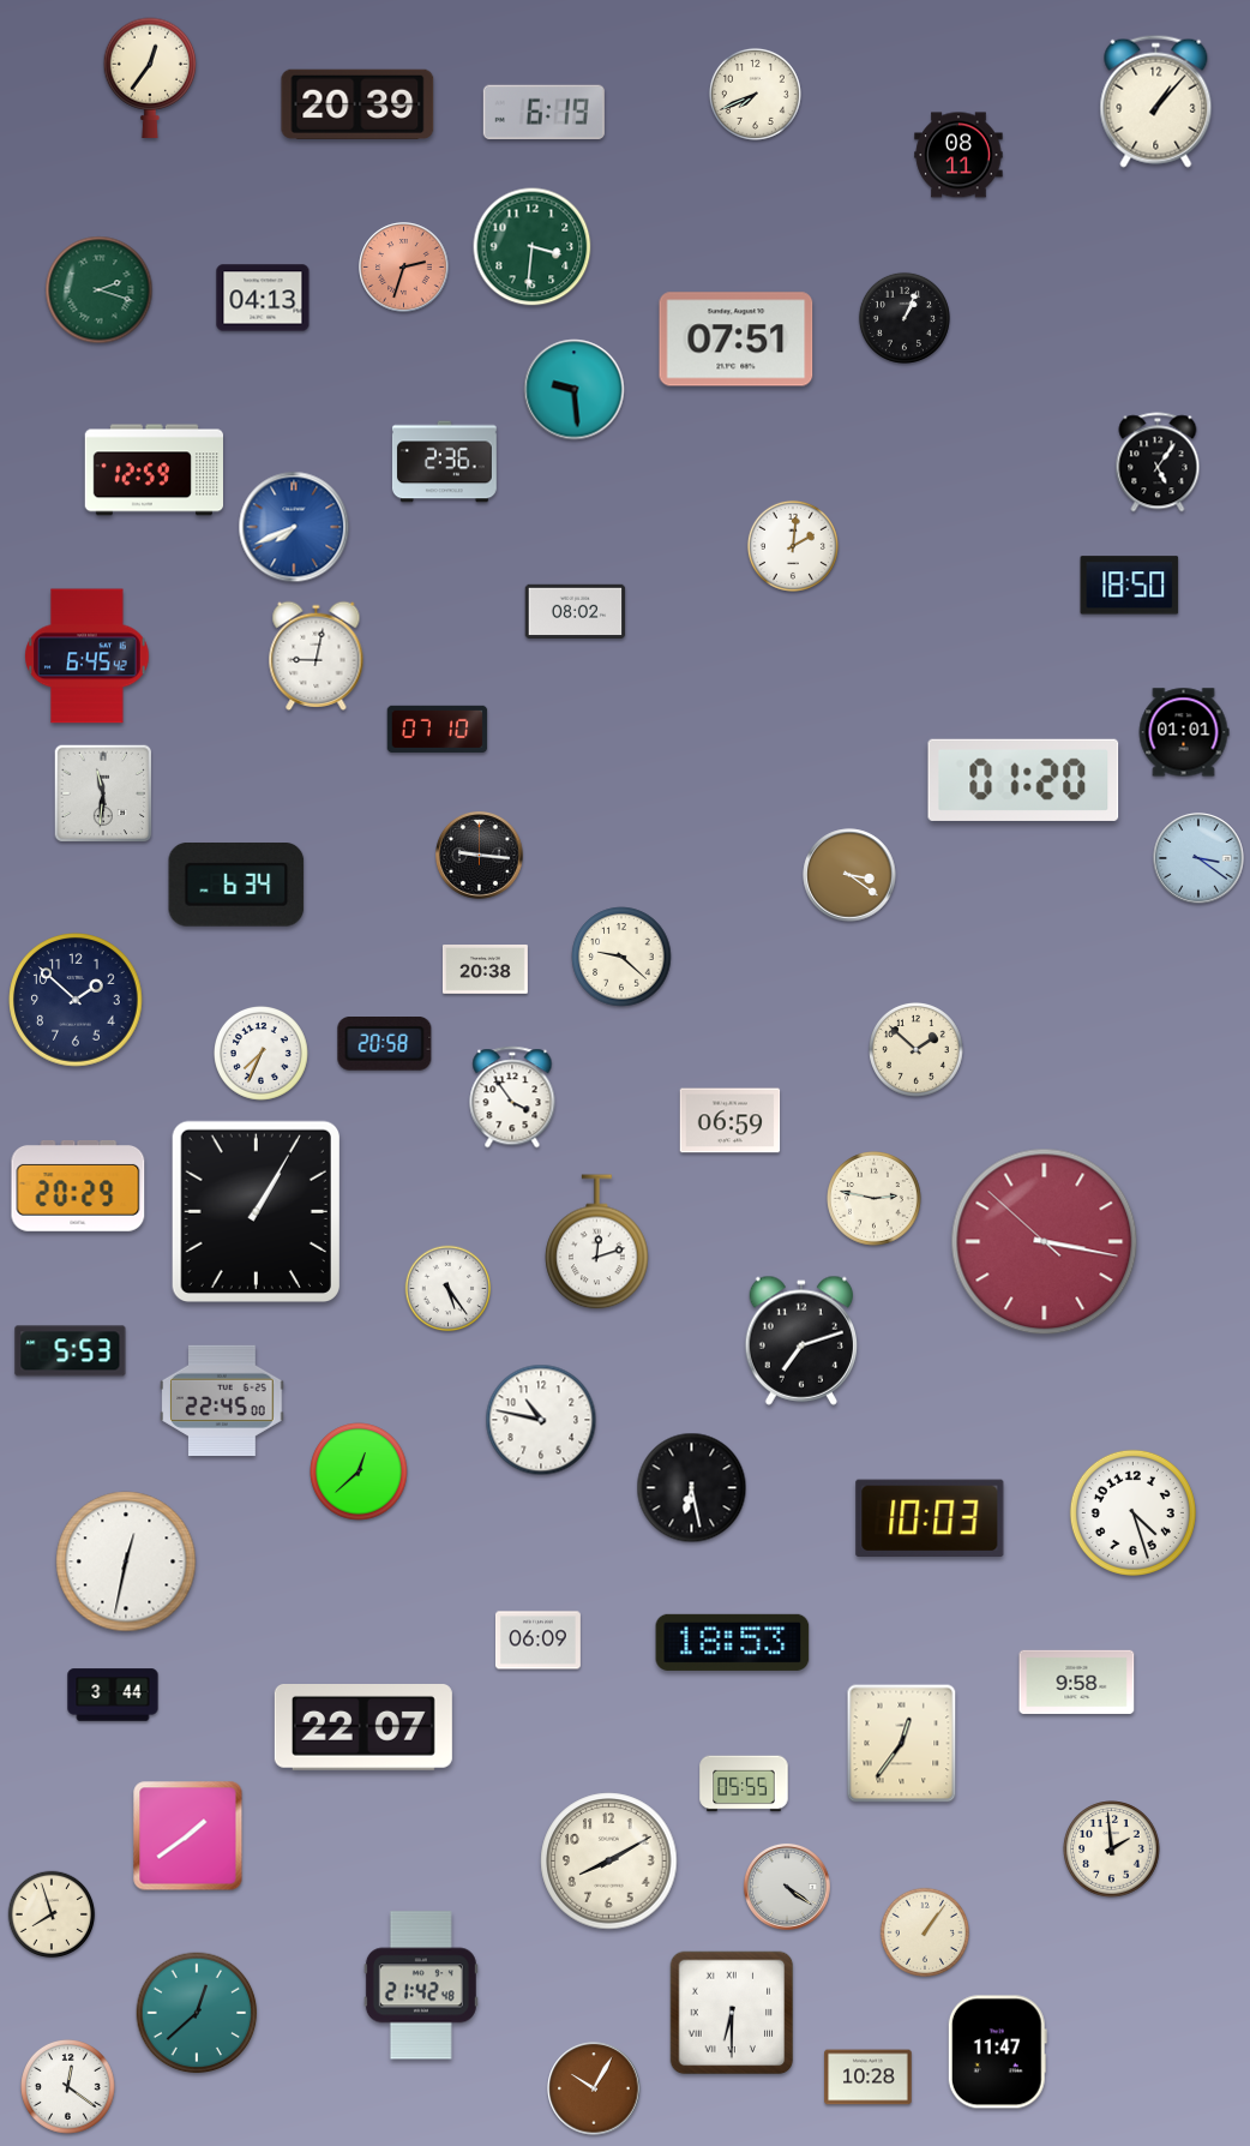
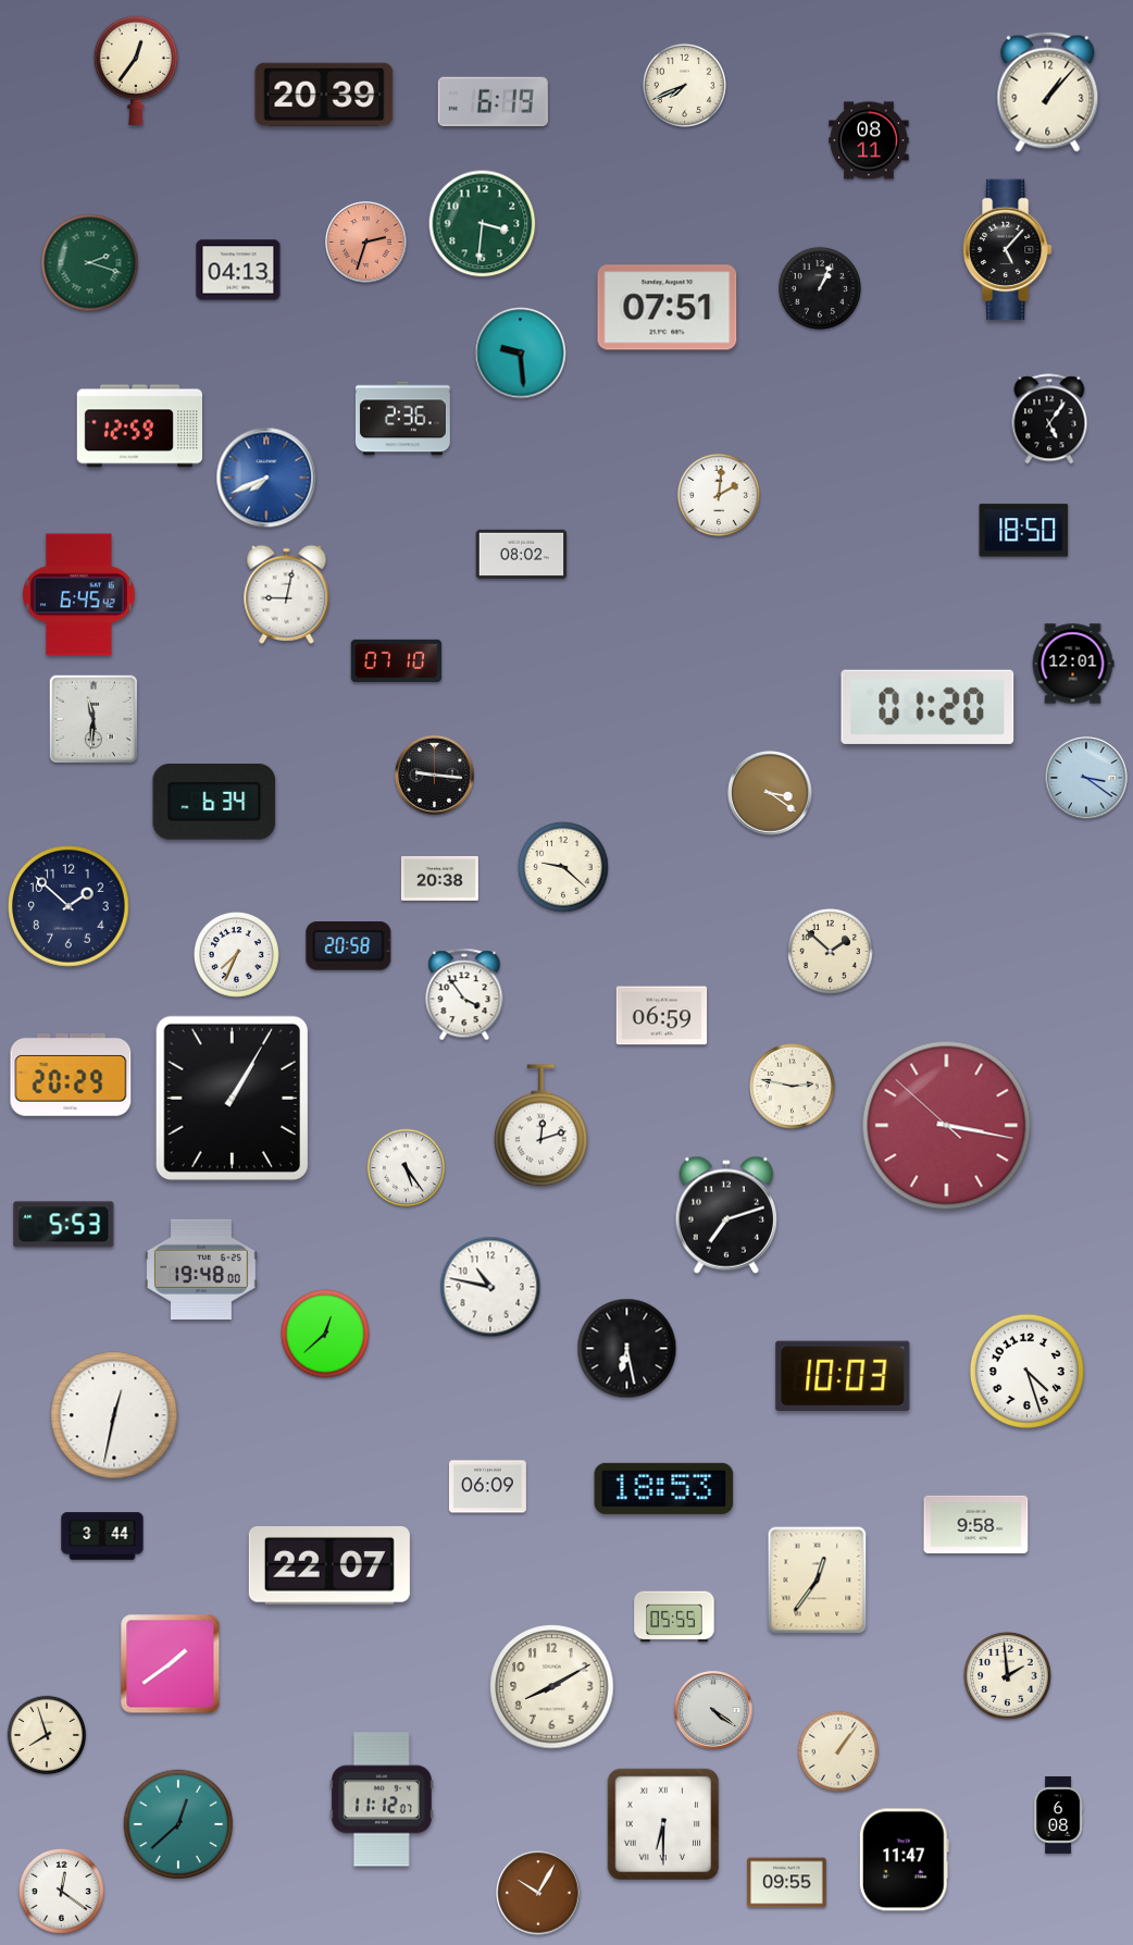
clock at (1007, 250): none -> 5:07
clock at (1184, 732): 01:01 -> 12:01
clock at (222, 1401): 22:45 -> 19:48
clock at (421, 1985): 21:42 -> 11:12
clock at (1059, 1814): none -> 6:08
clock at (869, 2078): 10:28 -> 09:55
